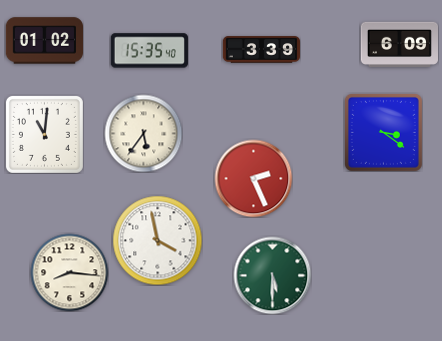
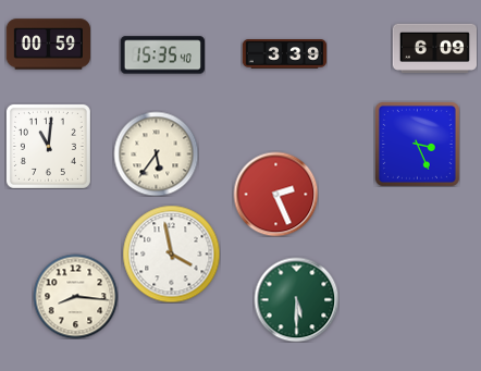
clock at (44, 41): 01:02 -> 00:59
clock at (383, 132): 3:21 -> 3:26
clock at (143, 133) position: (143, 133) -> (156, 153)
clock at (157, 240) position: (157, 240) -> (171, 253)
